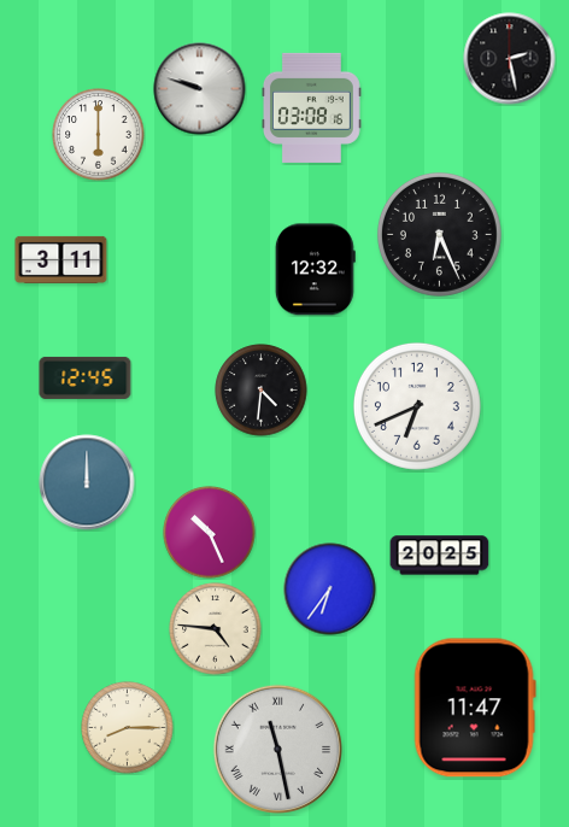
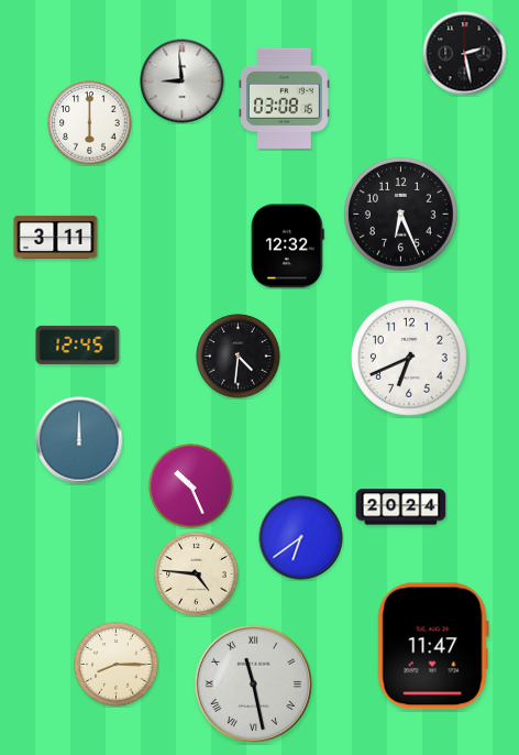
clock at (200, 89): 9:48 -> 8:59
clock at (417, 406) position: (417, 406) -> (409, 358)
clock at (440, 556): 20:25 -> 20:24
clock at (330, 590): 6:36 -> 6:39
